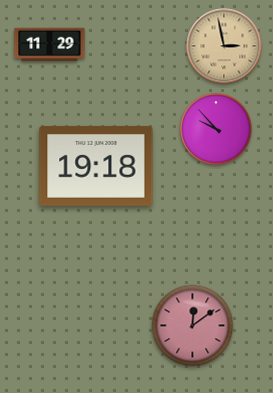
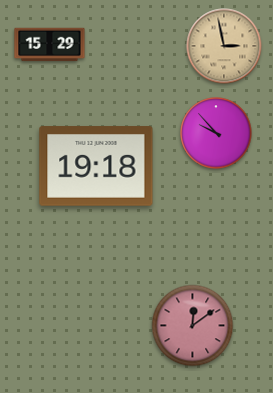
clock at (50, 45): 11:29 -> 15:29
clock at (216, 129) position: (216, 129) -> (216, 133)
